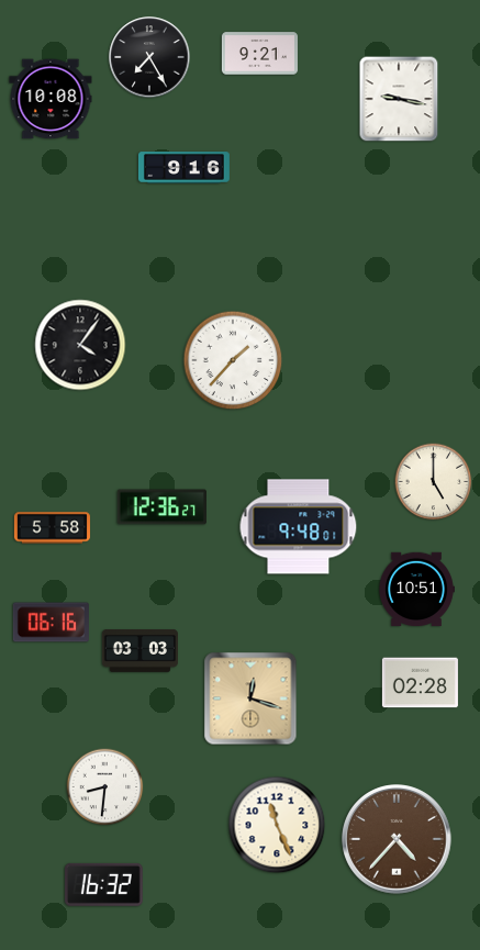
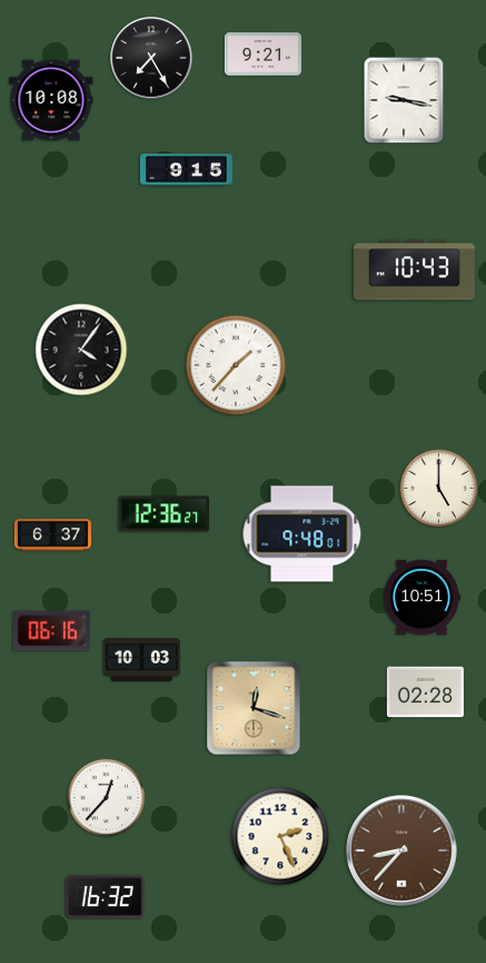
clock at (183, 168): 9:16 -> 9:15
clock at (415, 271): none -> 10:43
clock at (52, 528): 5:58 -> 6:37
clock at (139, 651): 03:03 -> 10:03
clock at (105, 787): 8:31 -> 12:37
clock at (277, 825): 11:26 -> 2:26
clock at (397, 839): 4:37 -> 8:37
